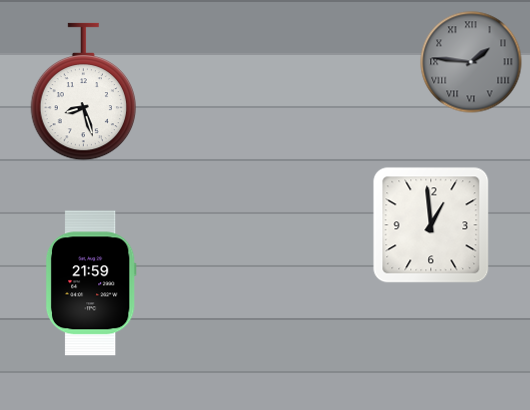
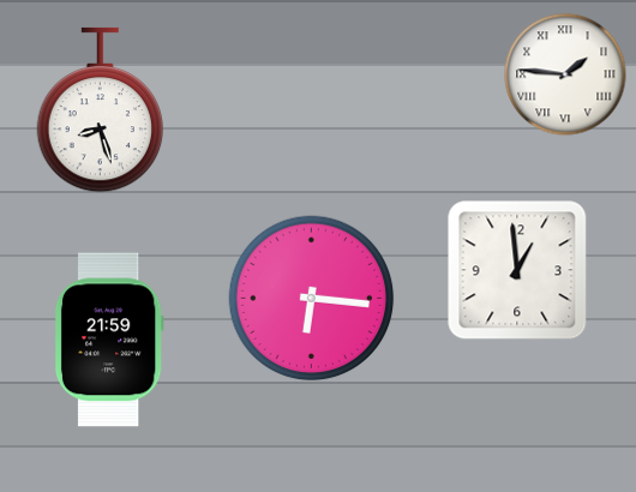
clock at (471, 62) dial: grey -> white
clock at (312, 299): none -> 6:16
